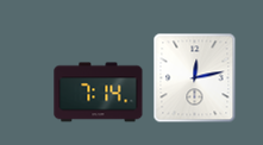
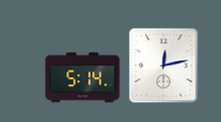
clock at (99, 93): 7:14 -> 5:14
